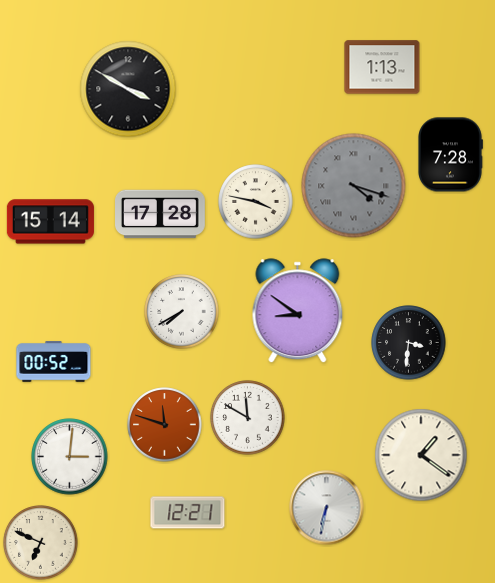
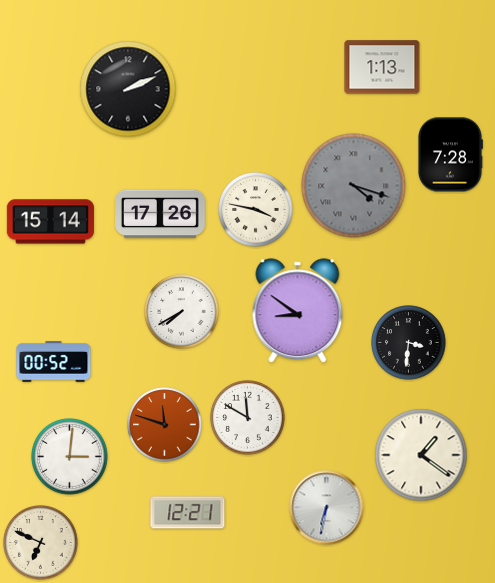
clock at (128, 89): 3:50 -> 2:11
clock at (256, 202) position: (256, 202) -> (256, 210)
clock at (161, 214): 17:28 -> 17:26
